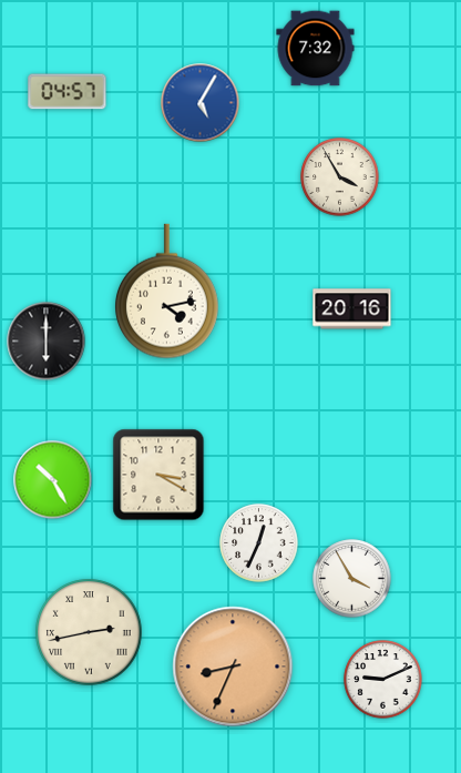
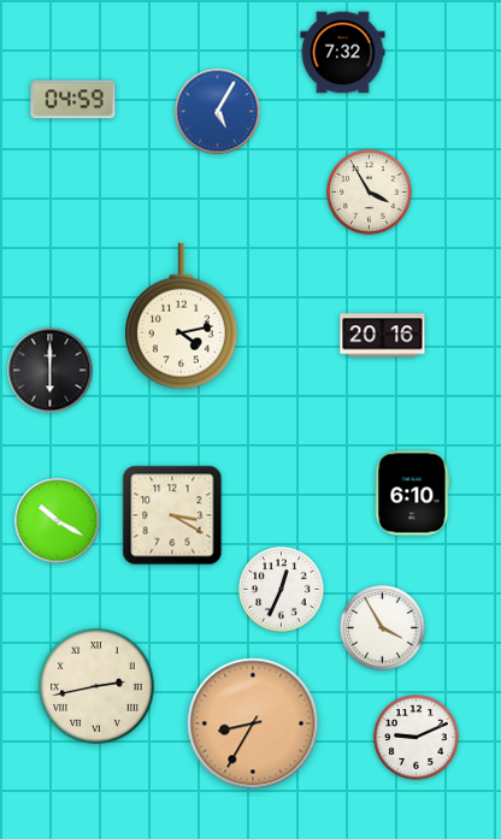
clock at (68, 92): 04:57 -> 04:59
clock at (413, 494): none -> 6:10
clock at (53, 480): 10:25 -> 10:20
clock at (233, 667): 8:34 -> 8:35
